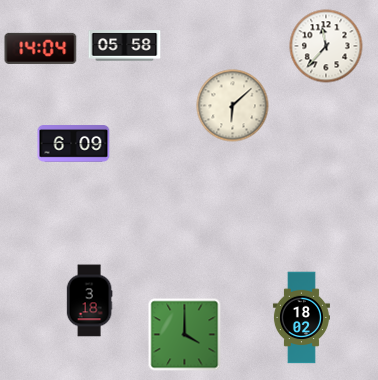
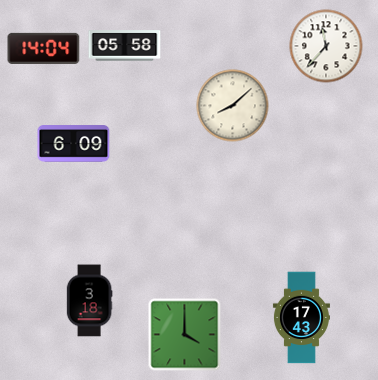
clock at (41, 48) position: (41, 48) -> (44, 48)
clock at (233, 106): 6:08 -> 8:08
clock at (301, 318): 18:02 -> 17:43
